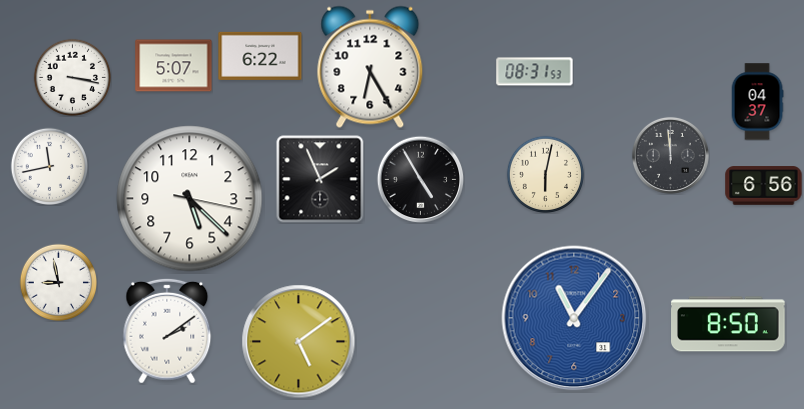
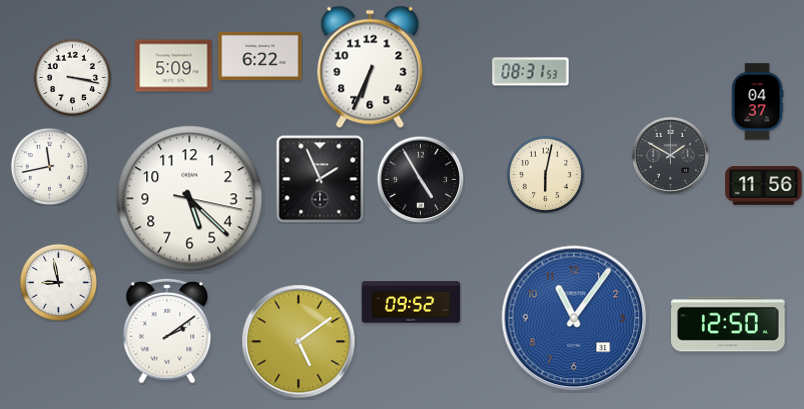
clock at (174, 66): 5:07 -> 5:09
clock at (370, 67): 6:25 -> 6:34
clock at (535, 72) position: (535, 72) -> (531, 72)
clock at (670, 155): 11:59 -> 1:50
clock at (764, 186): 6:56 -> 11:56
clock at (411, 302): none -> 09:52
clock at (729, 324): 8:50 -> 12:50
